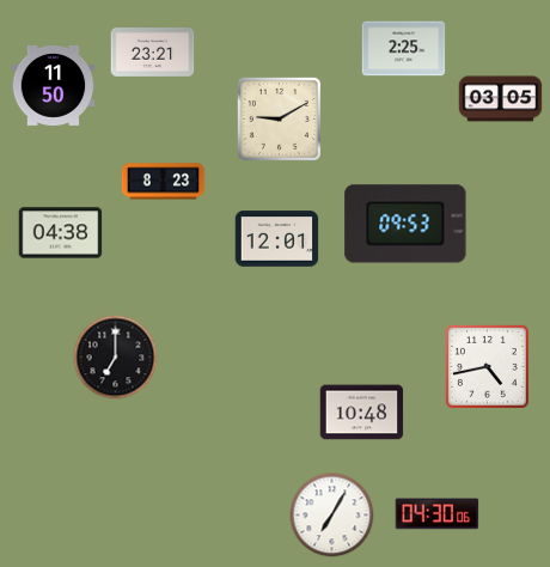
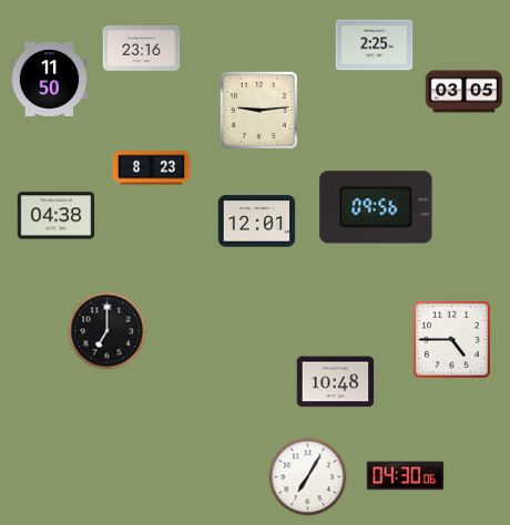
clock at (153, 53): 23:21 -> 23:16
clock at (279, 118): 9:10 -> 9:14
clock at (405, 224): 09:53 -> 09:56
clock at (487, 366): 4:43 -> 4:45
